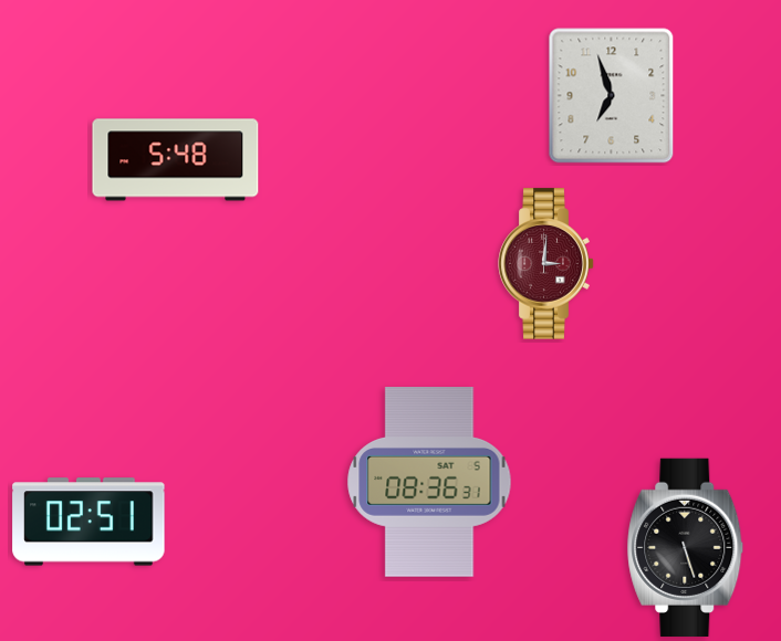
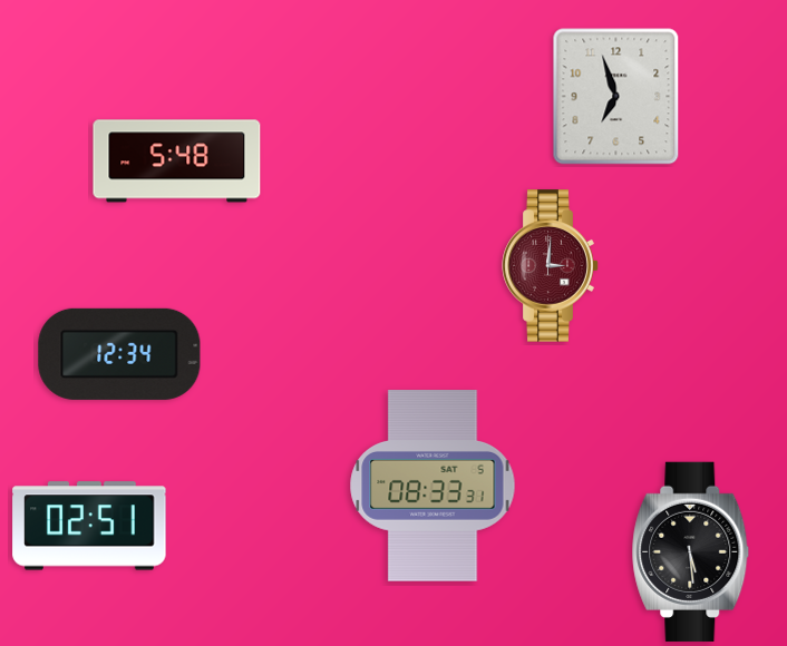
clock at (119, 354): none -> 12:34
clock at (429, 482): 08:36 -> 08:33
clock at (686, 547): 5:27 -> 5:29
